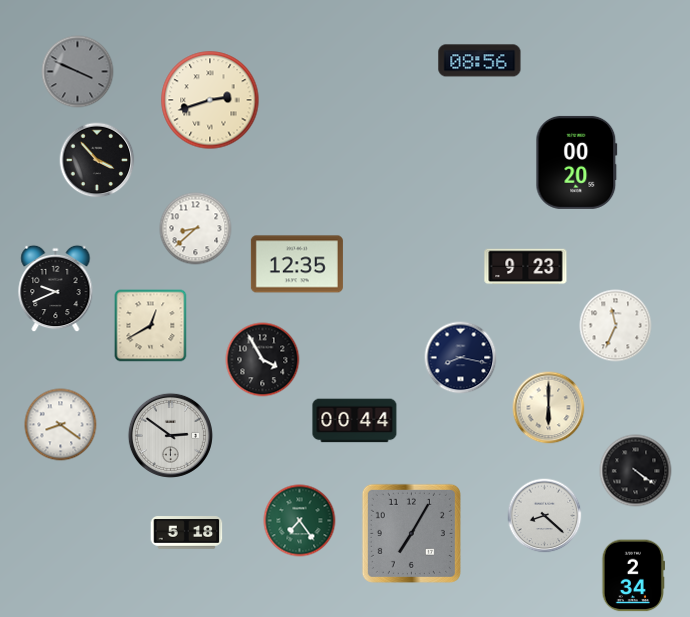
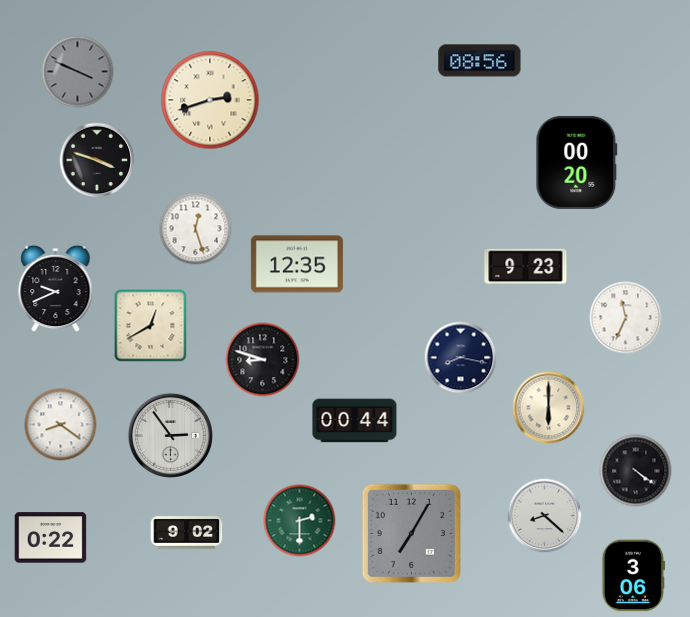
clock at (97, 160): 3:53 -> 3:48
clock at (196, 229): 8:38 -> 12:27
clock at (616, 326) position: (616, 326) -> (626, 318)
clock at (263, 360): 3:55 -> 8:48
clock at (170, 435): 2:51 -> 2:54
clock at (300, 521): 7:24 -> 2:30
clock at (187, 533): 5:18 -> 9:02
clock at (51, 538): none -> 0:22
clock at (633, 576): 2:34 -> 3:06
